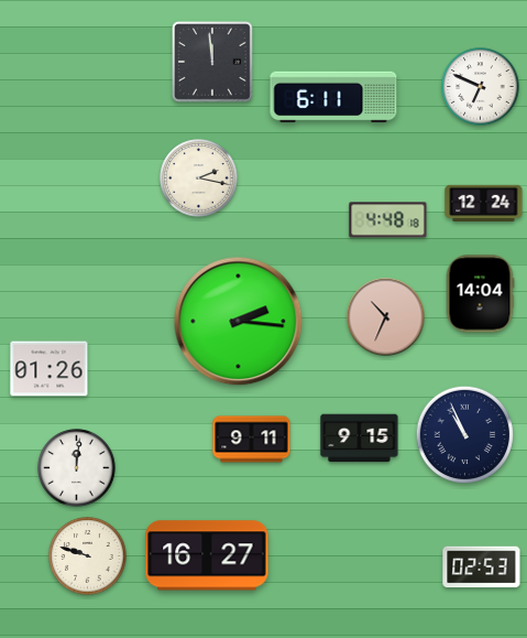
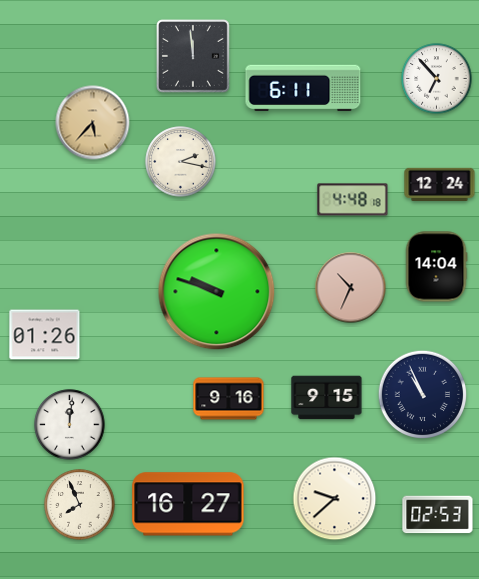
clock at (481, 87): 6:49 -> 6:53
clock at (93, 123): none -> 5:37
clock at (239, 322): 2:16 -> 9:48
clock at (252, 440): 9:11 -> 9:16
clock at (335, 499): none -> 9:38
clock at (88, 556): 9:48 -> 7:56
